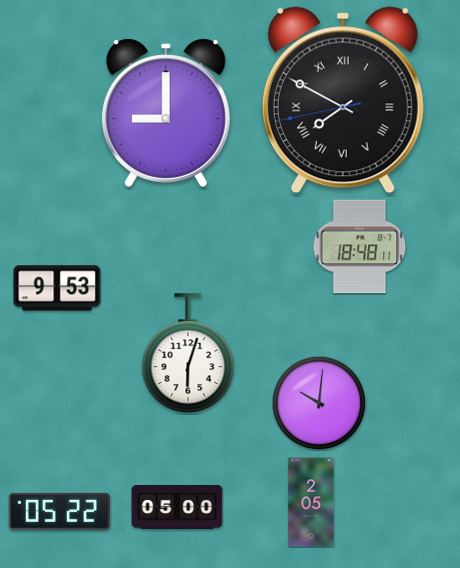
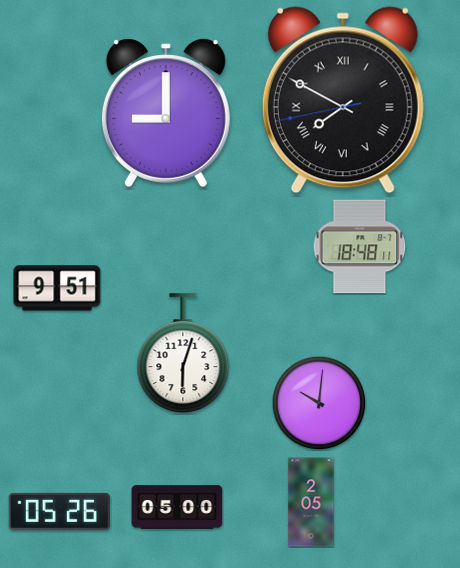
clock at (57, 288): 9:53 -> 9:51
clock at (188, 353) position: (188, 353) -> (183, 353)
clock at (59, 511): 05:22 -> 05:26
